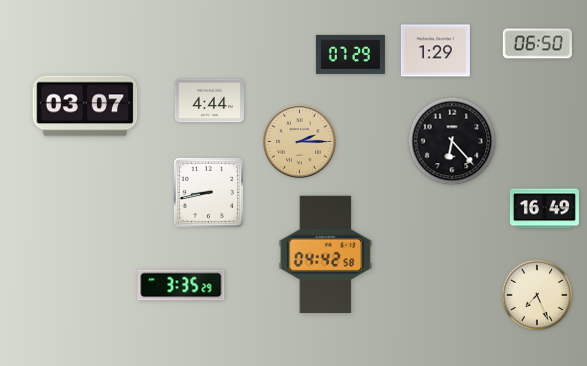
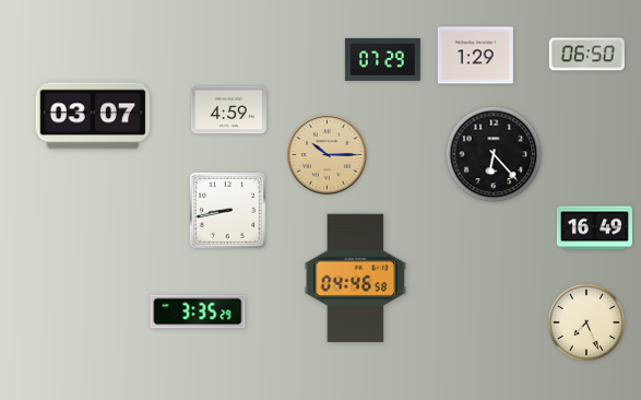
clock at (537, 44) position: (537, 44) -> (586, 55)
clock at (209, 101): 4:44 -> 4:59
clock at (300, 142): 2:15 -> 10:15
clock at (326, 255): 04:42 -> 04:46
